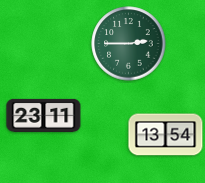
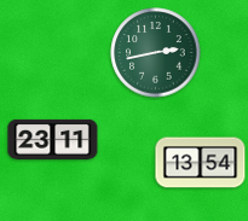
clock at (129, 44): 2:45 -> 2:43
